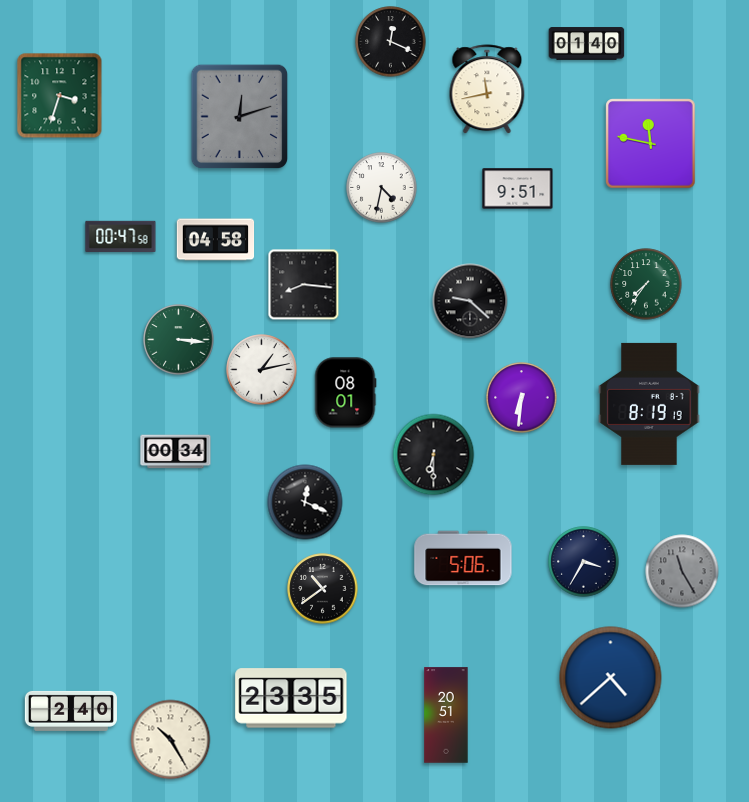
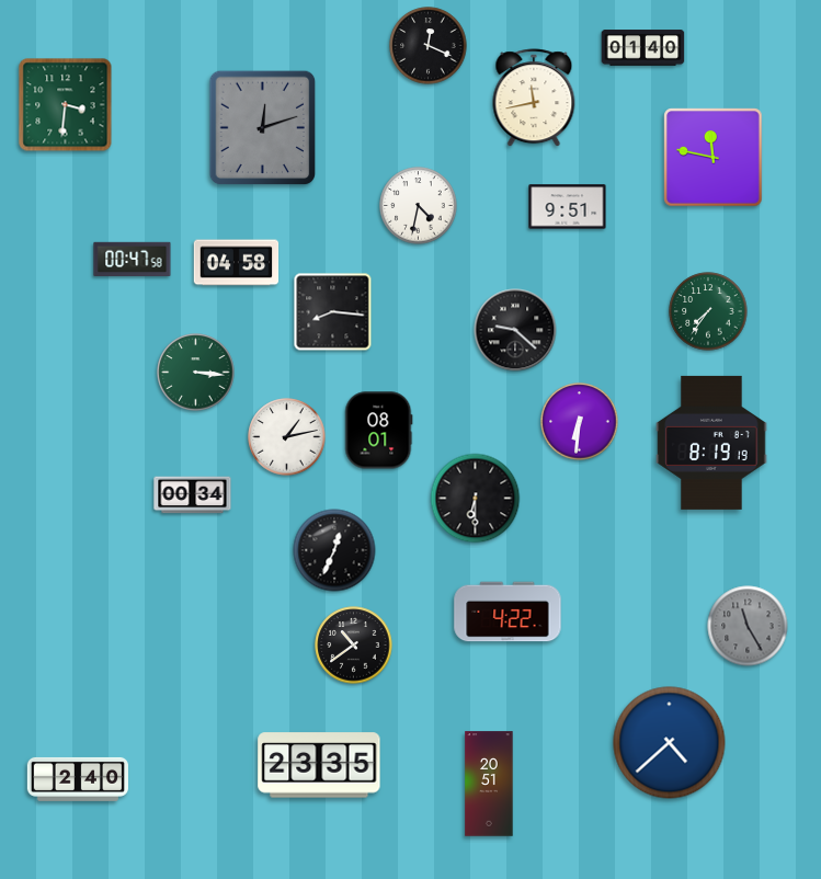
clock at (60, 96): 3:33 -> 3:31
clock at (262, 370) position: (262, 370) -> (287, 437)
clock at (522, 398) position: (522, 398) -> (580, 422)
clock at (305, 502): 12:19 -> 12:34
clock at (463, 558): 5:06 -> 4:22
clock at (584, 562): 3:35 -> none
clock at (171, 740): 10:25 -> none
